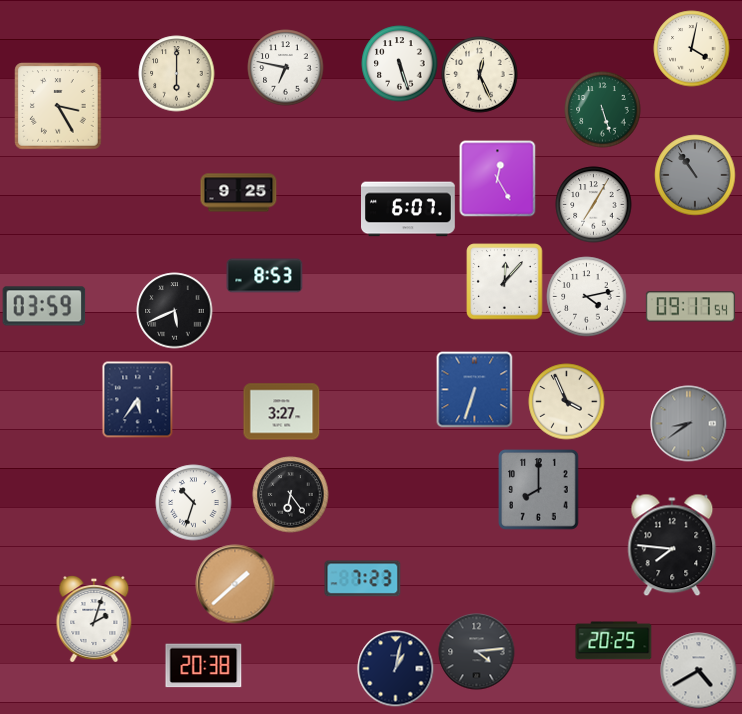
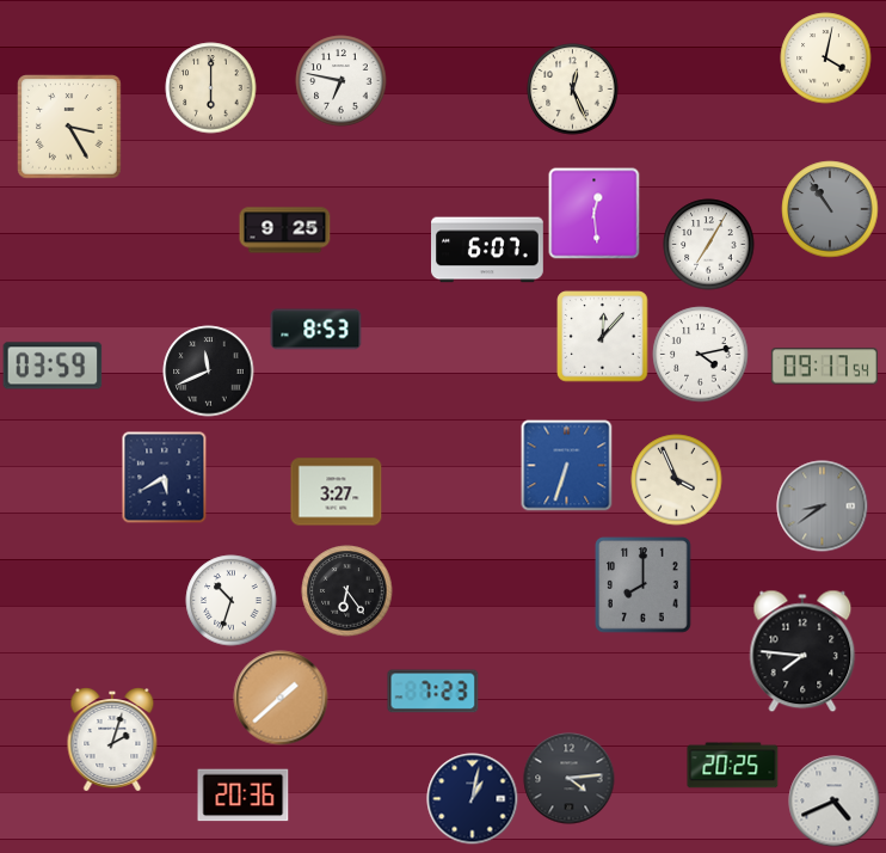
clock at (400, 64): 5:27 -> none
clock at (603, 110): 5:27 -> none
clock at (498, 179): 12:25 -> 12:29
clock at (175, 311): 5:41 -> 11:41
clock at (138, 400): 5:36 -> 5:40
clock at (204, 666): 20:38 -> 20:36
clock at (699, 671): 4:40 -> 4:41
